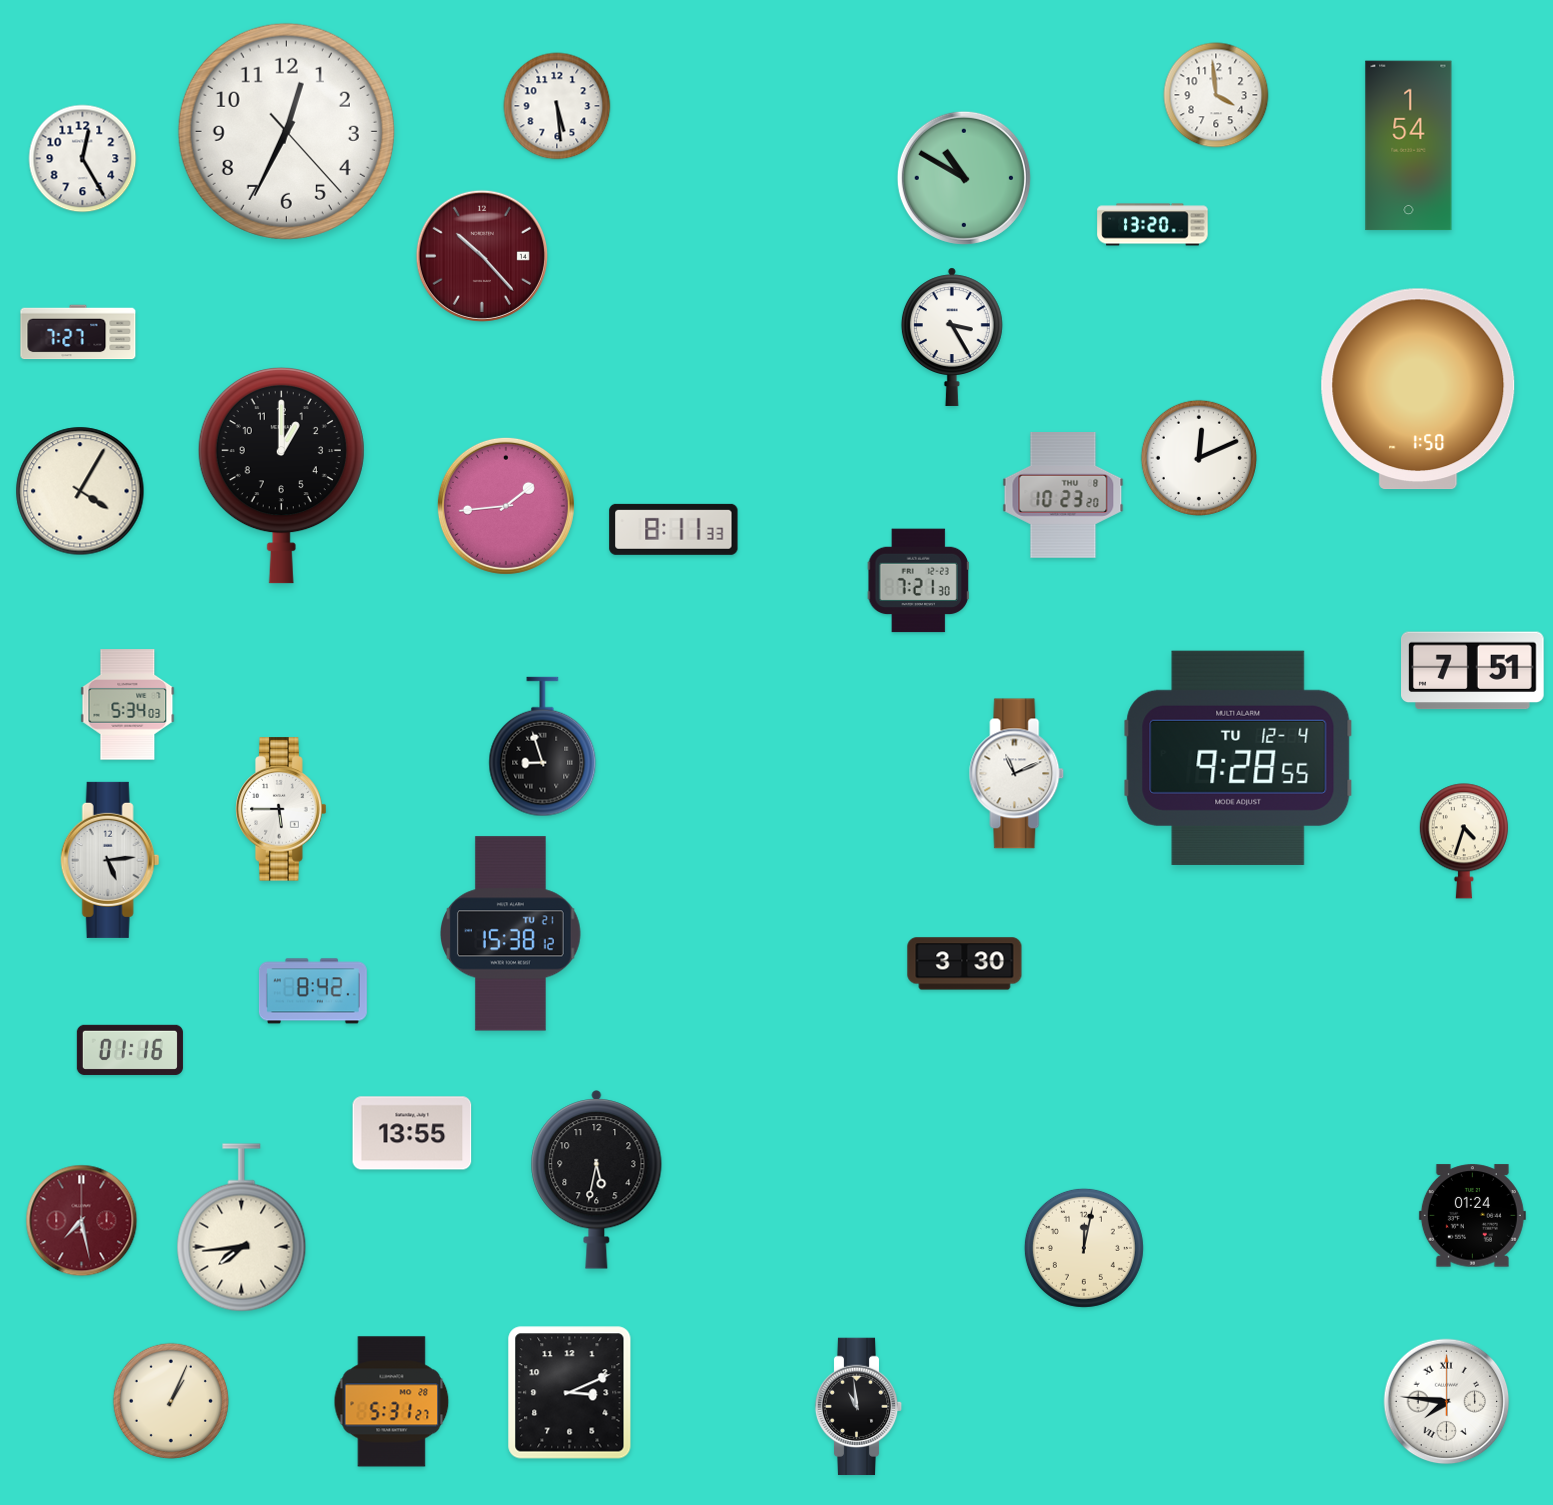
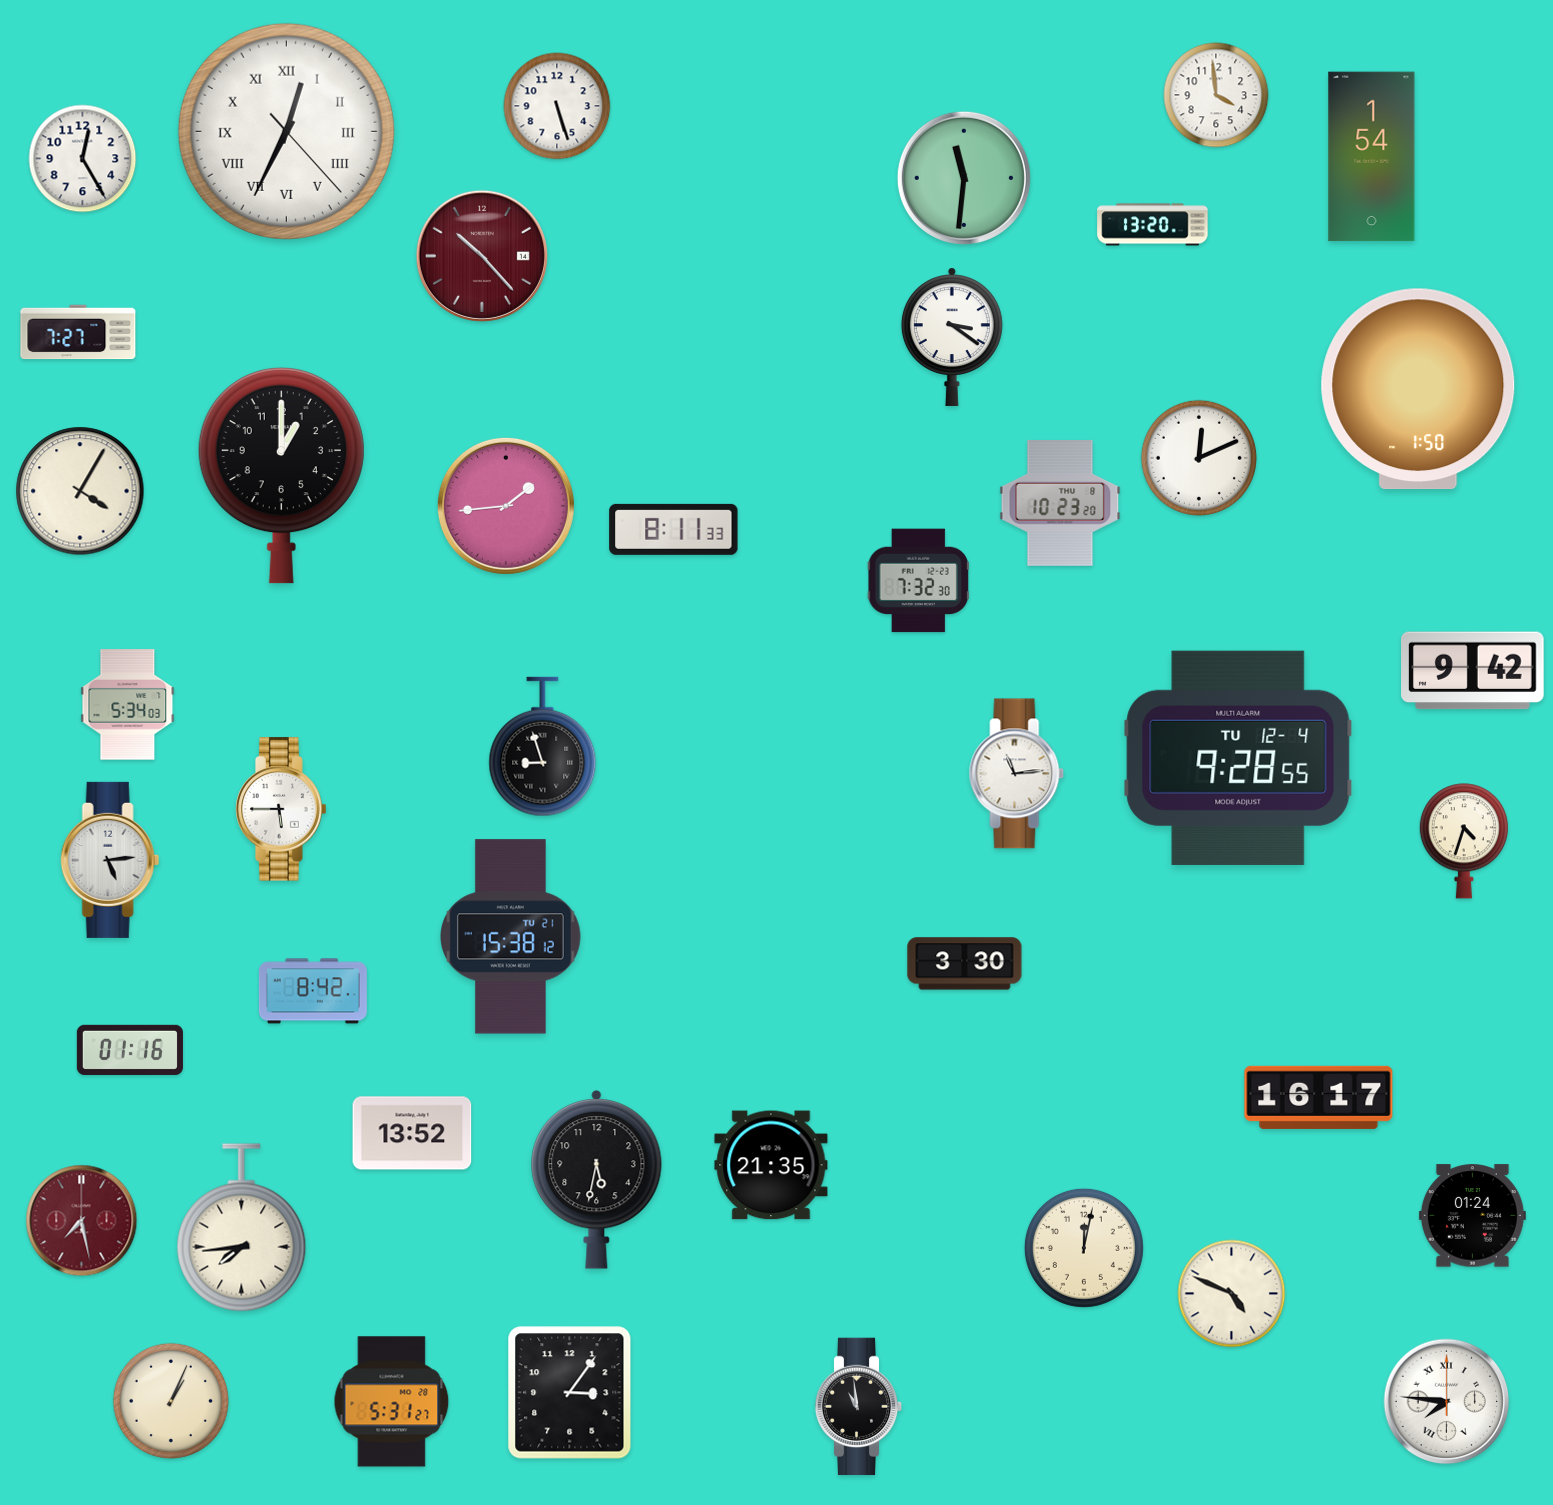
clock at (557, 106): 5:29 -> 5:27
clock at (286, 131) numerals: Arabic -> Roman
clock at (1409, 146) position: (1409, 146) -> (1372, 157)
clock at (964, 178): 10:50 -> 11:31
clock at (952, 337): 3:25 -> 3:21
clock at (1063, 495) position: (1063, 495) -> (1060, 503)
clock at (918, 581): 7:21 -> 7:32
clock at (1473, 671): 7:51 -> 9:42
clock at (1017, 774): 11:11 -> 11:14
clock at (511, 934) position: (511, 934) -> (511, 937)
clock at (1319, 1097): none -> 16:17
clock at (412, 1133): 13:55 -> 13:52
clock at (771, 1165): none -> 21:35
clock at (1232, 1294): none -> 4:49
clock at (570, 1393): 3:11 -> 3:06
